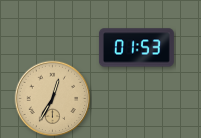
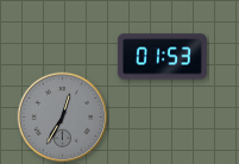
clock at (53, 99) dial: champagne -> grey
